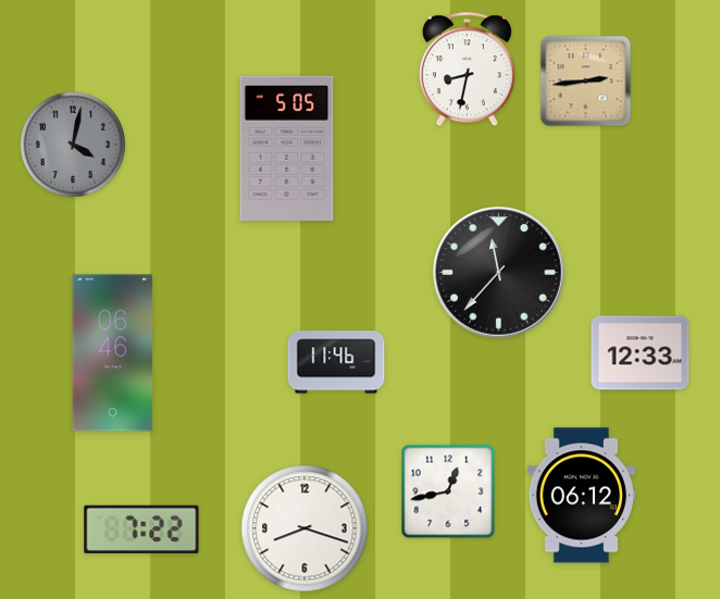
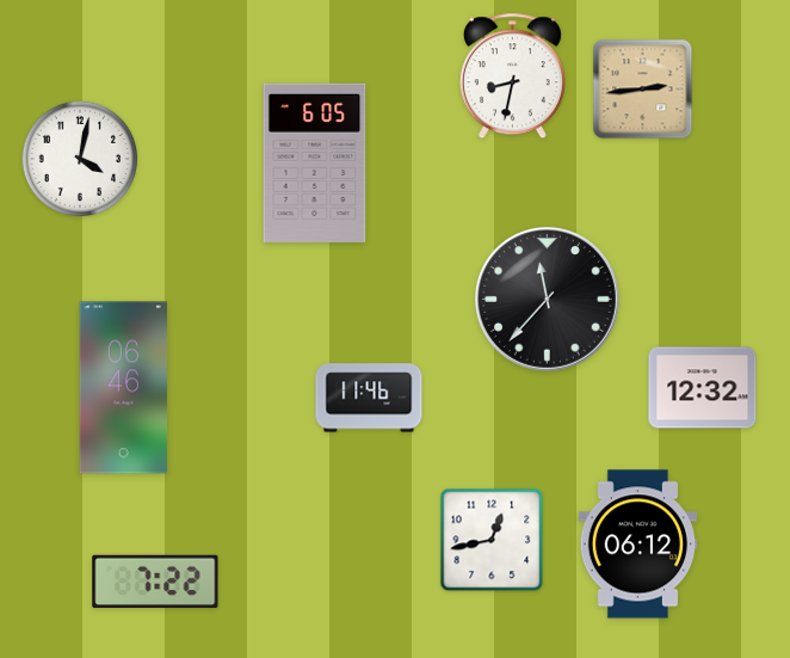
clock at (73, 145) dial: grey -> white
clock at (287, 148): 5:05 -> 6:05
clock at (641, 353): 12:33 -> 12:32
clock at (305, 528): 8:18 -> none
